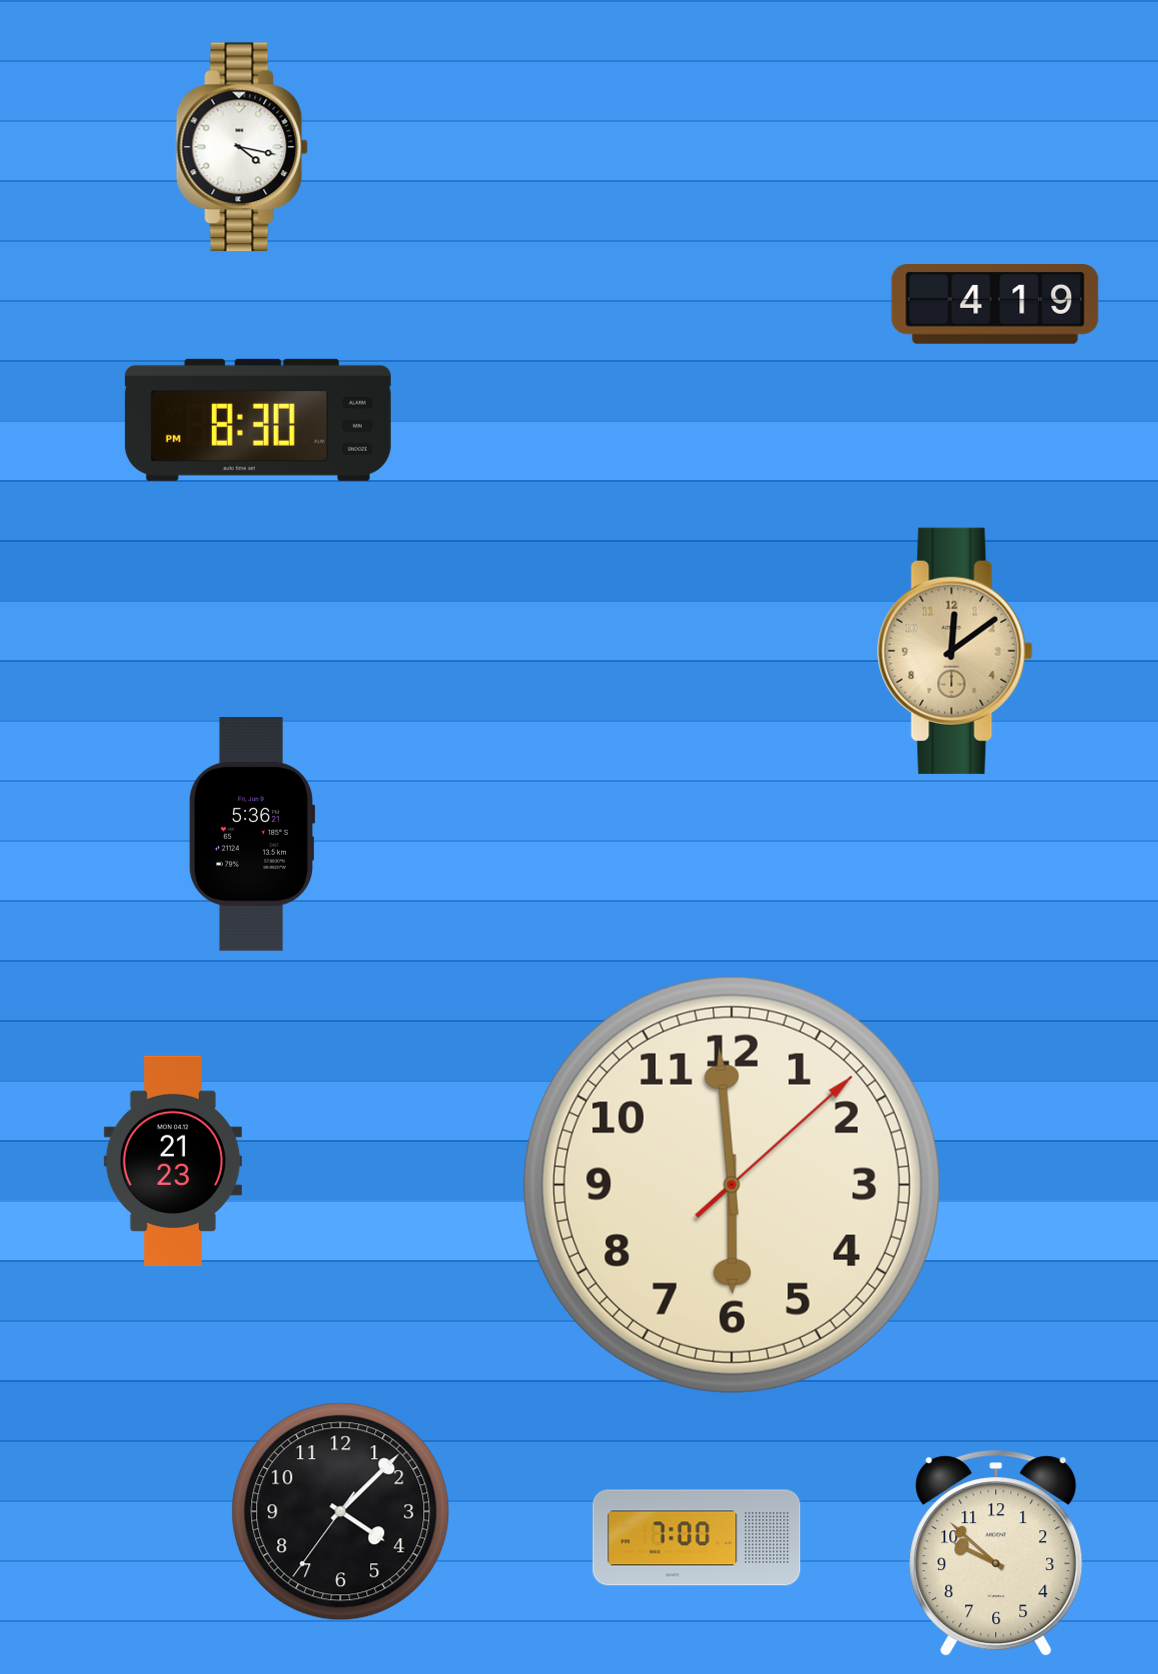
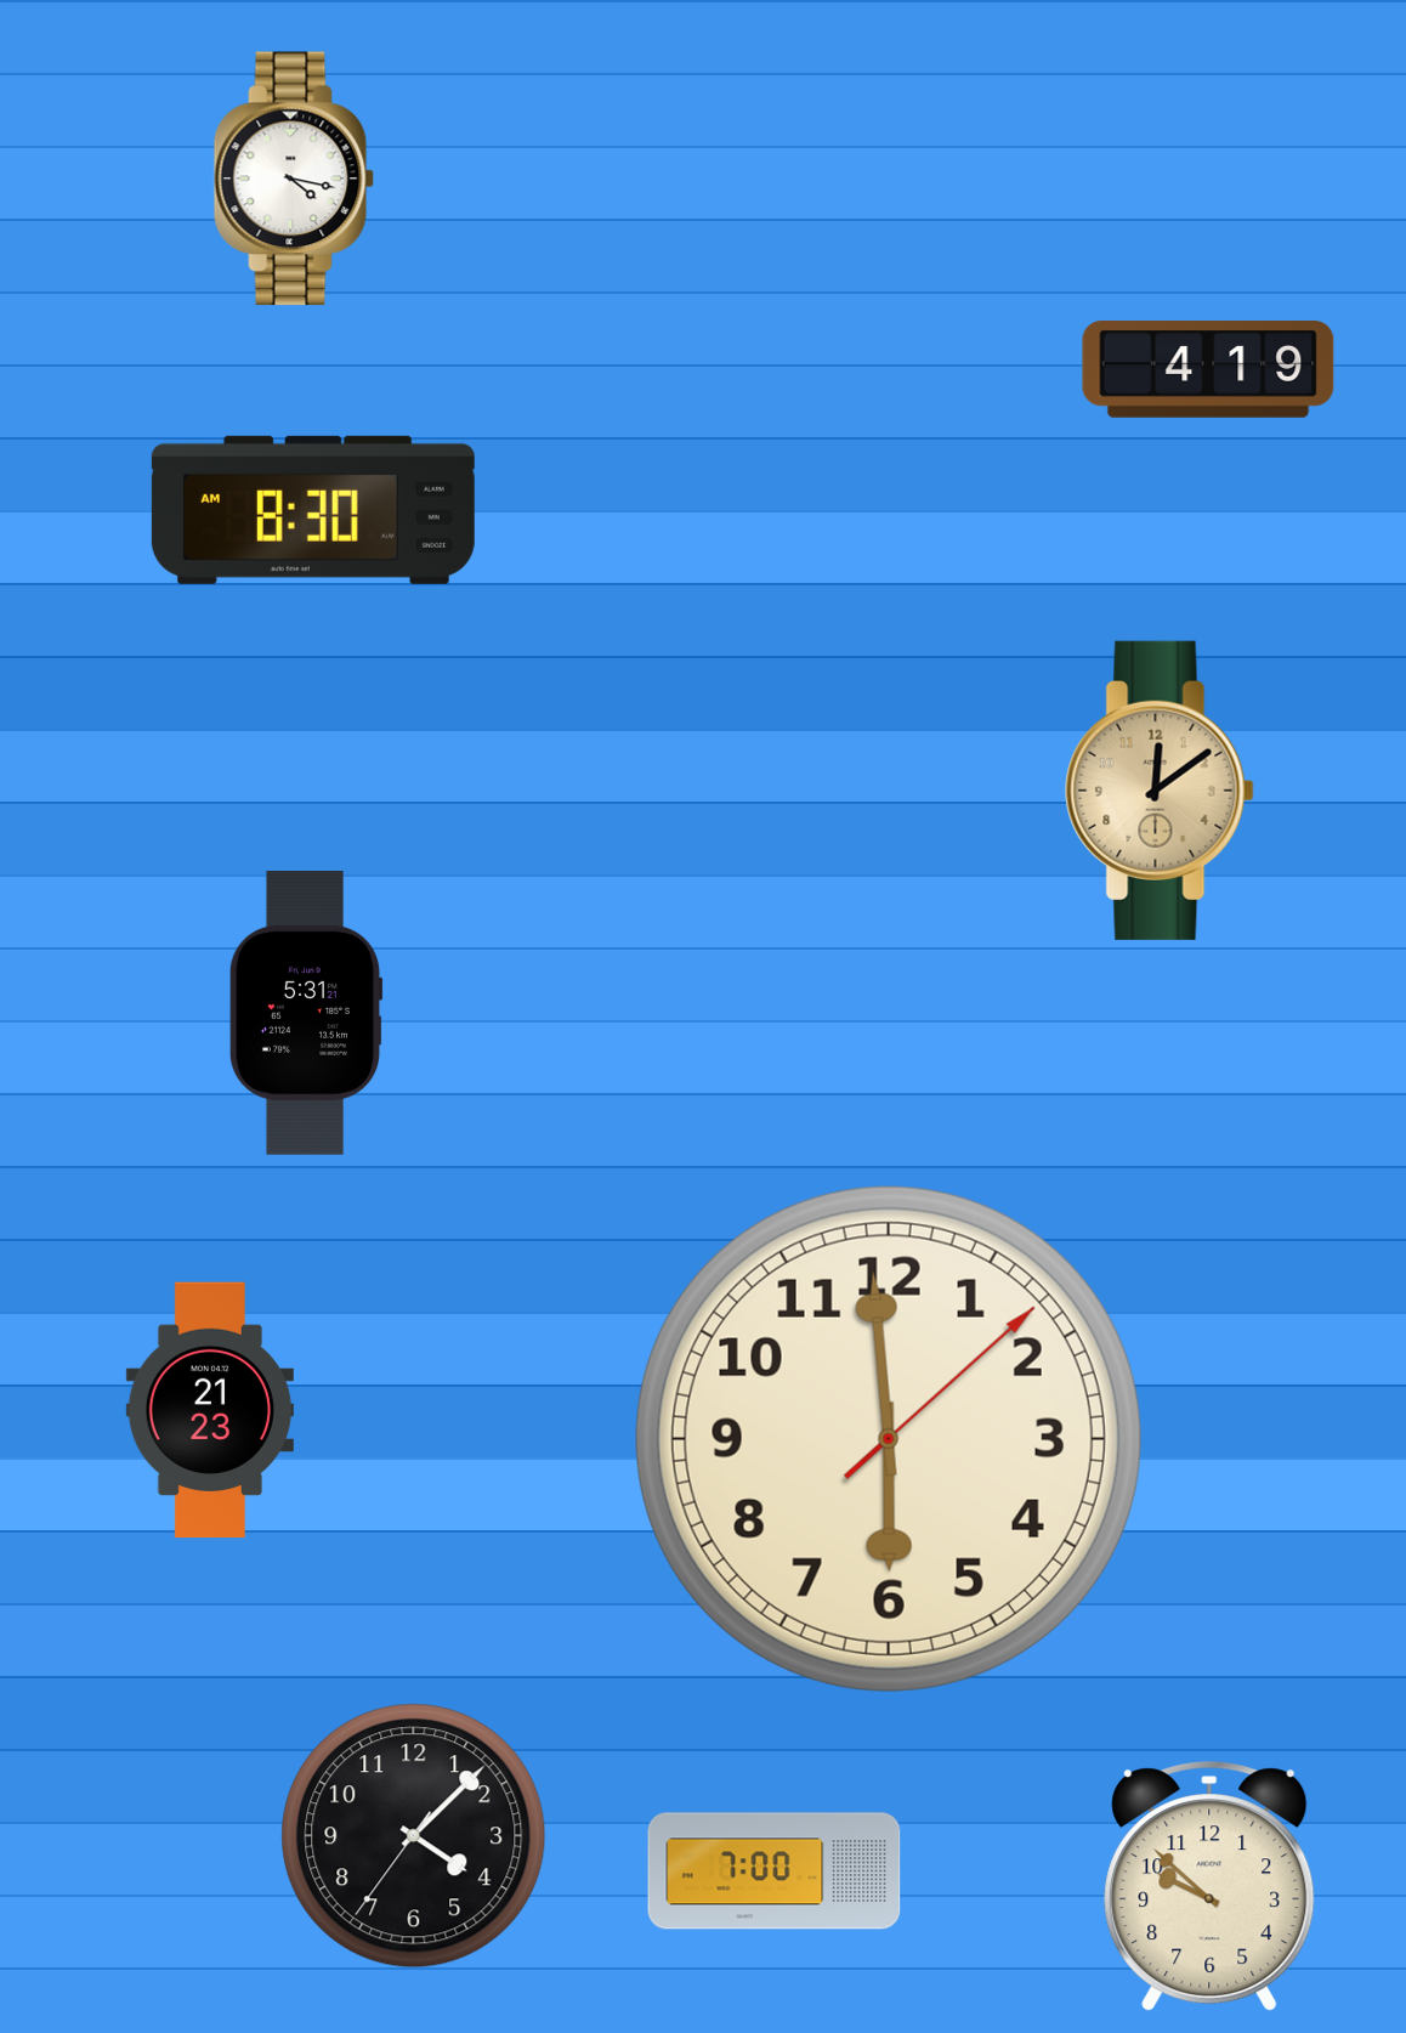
clock at (258, 420): 8:30 PM -> 8:30 AM
clock at (252, 835): 5:36 -> 5:31
clock at (697, 1538) position: (697, 1538) -> (775, 1871)
